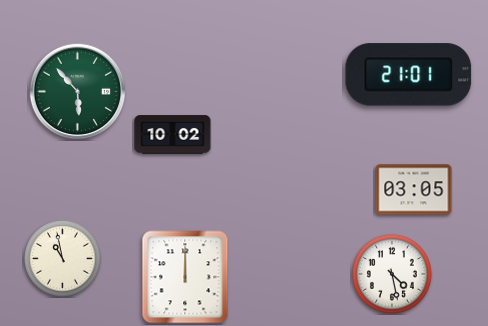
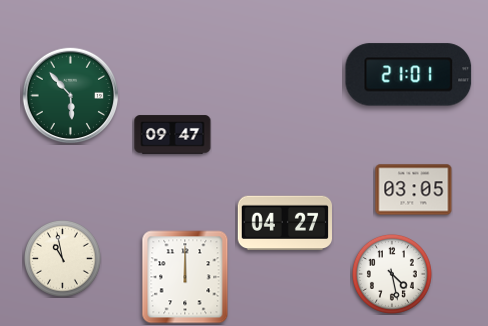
clock at (77, 91) position: (77, 91) -> (70, 95)
clock at (173, 135): 10:02 -> 09:47
clock at (284, 223): none -> 04:27
